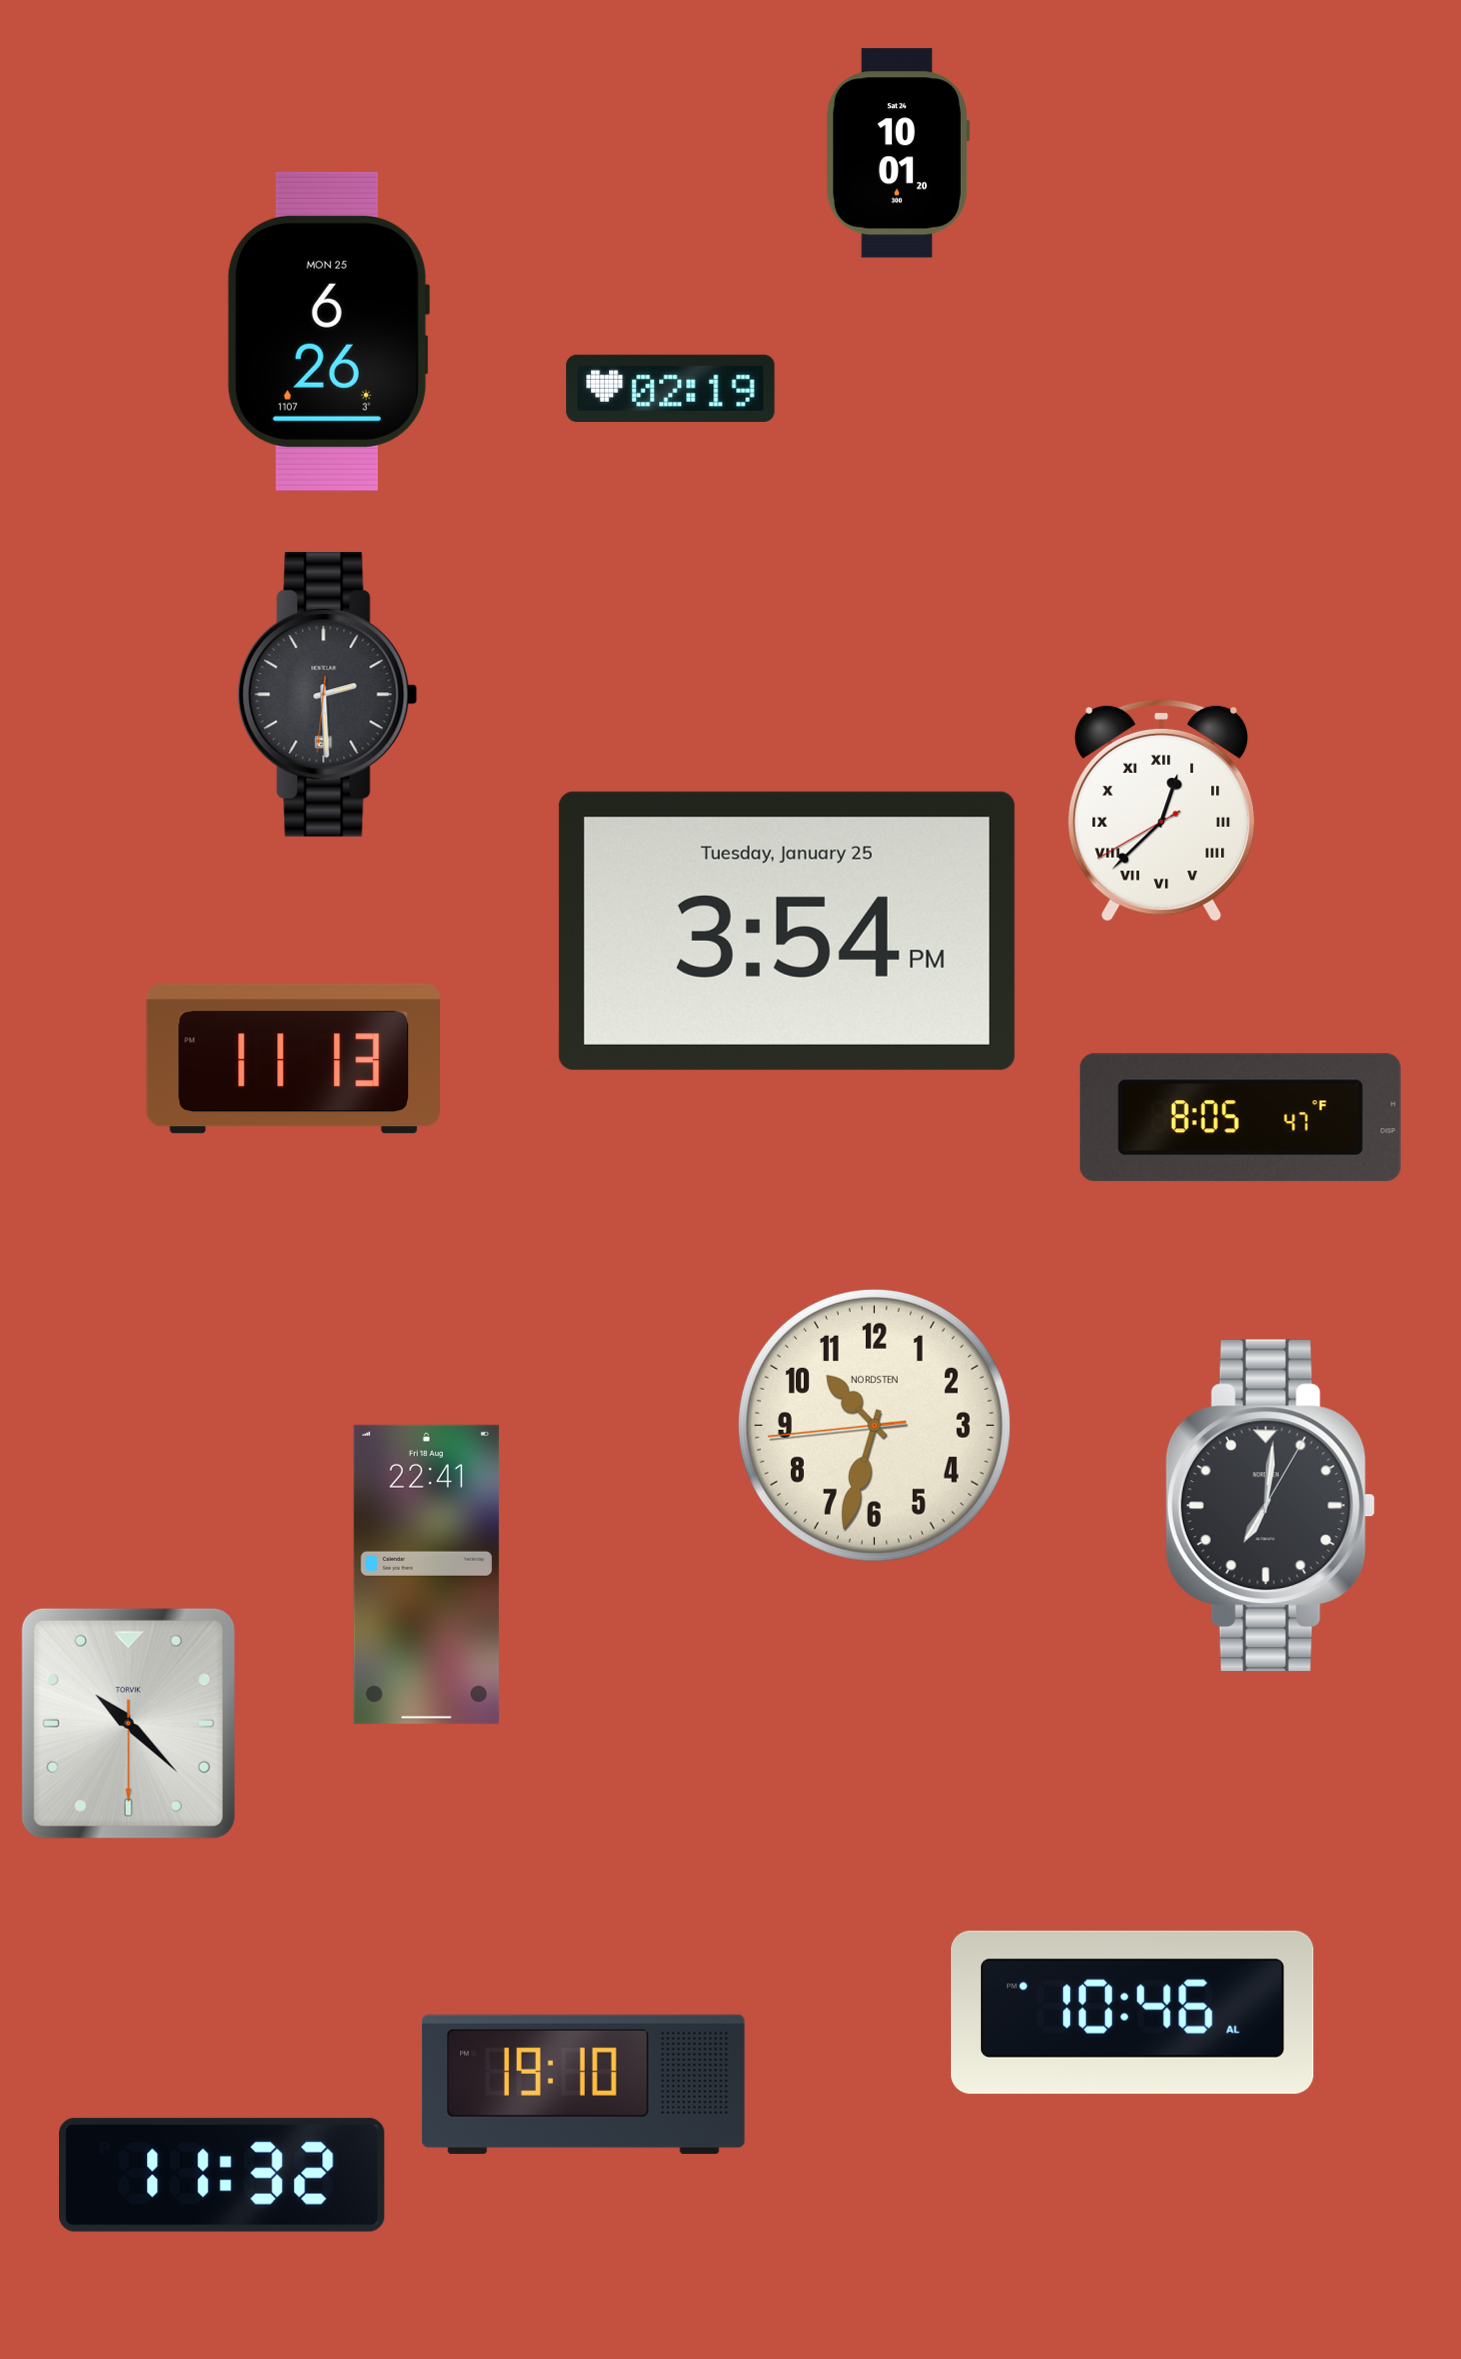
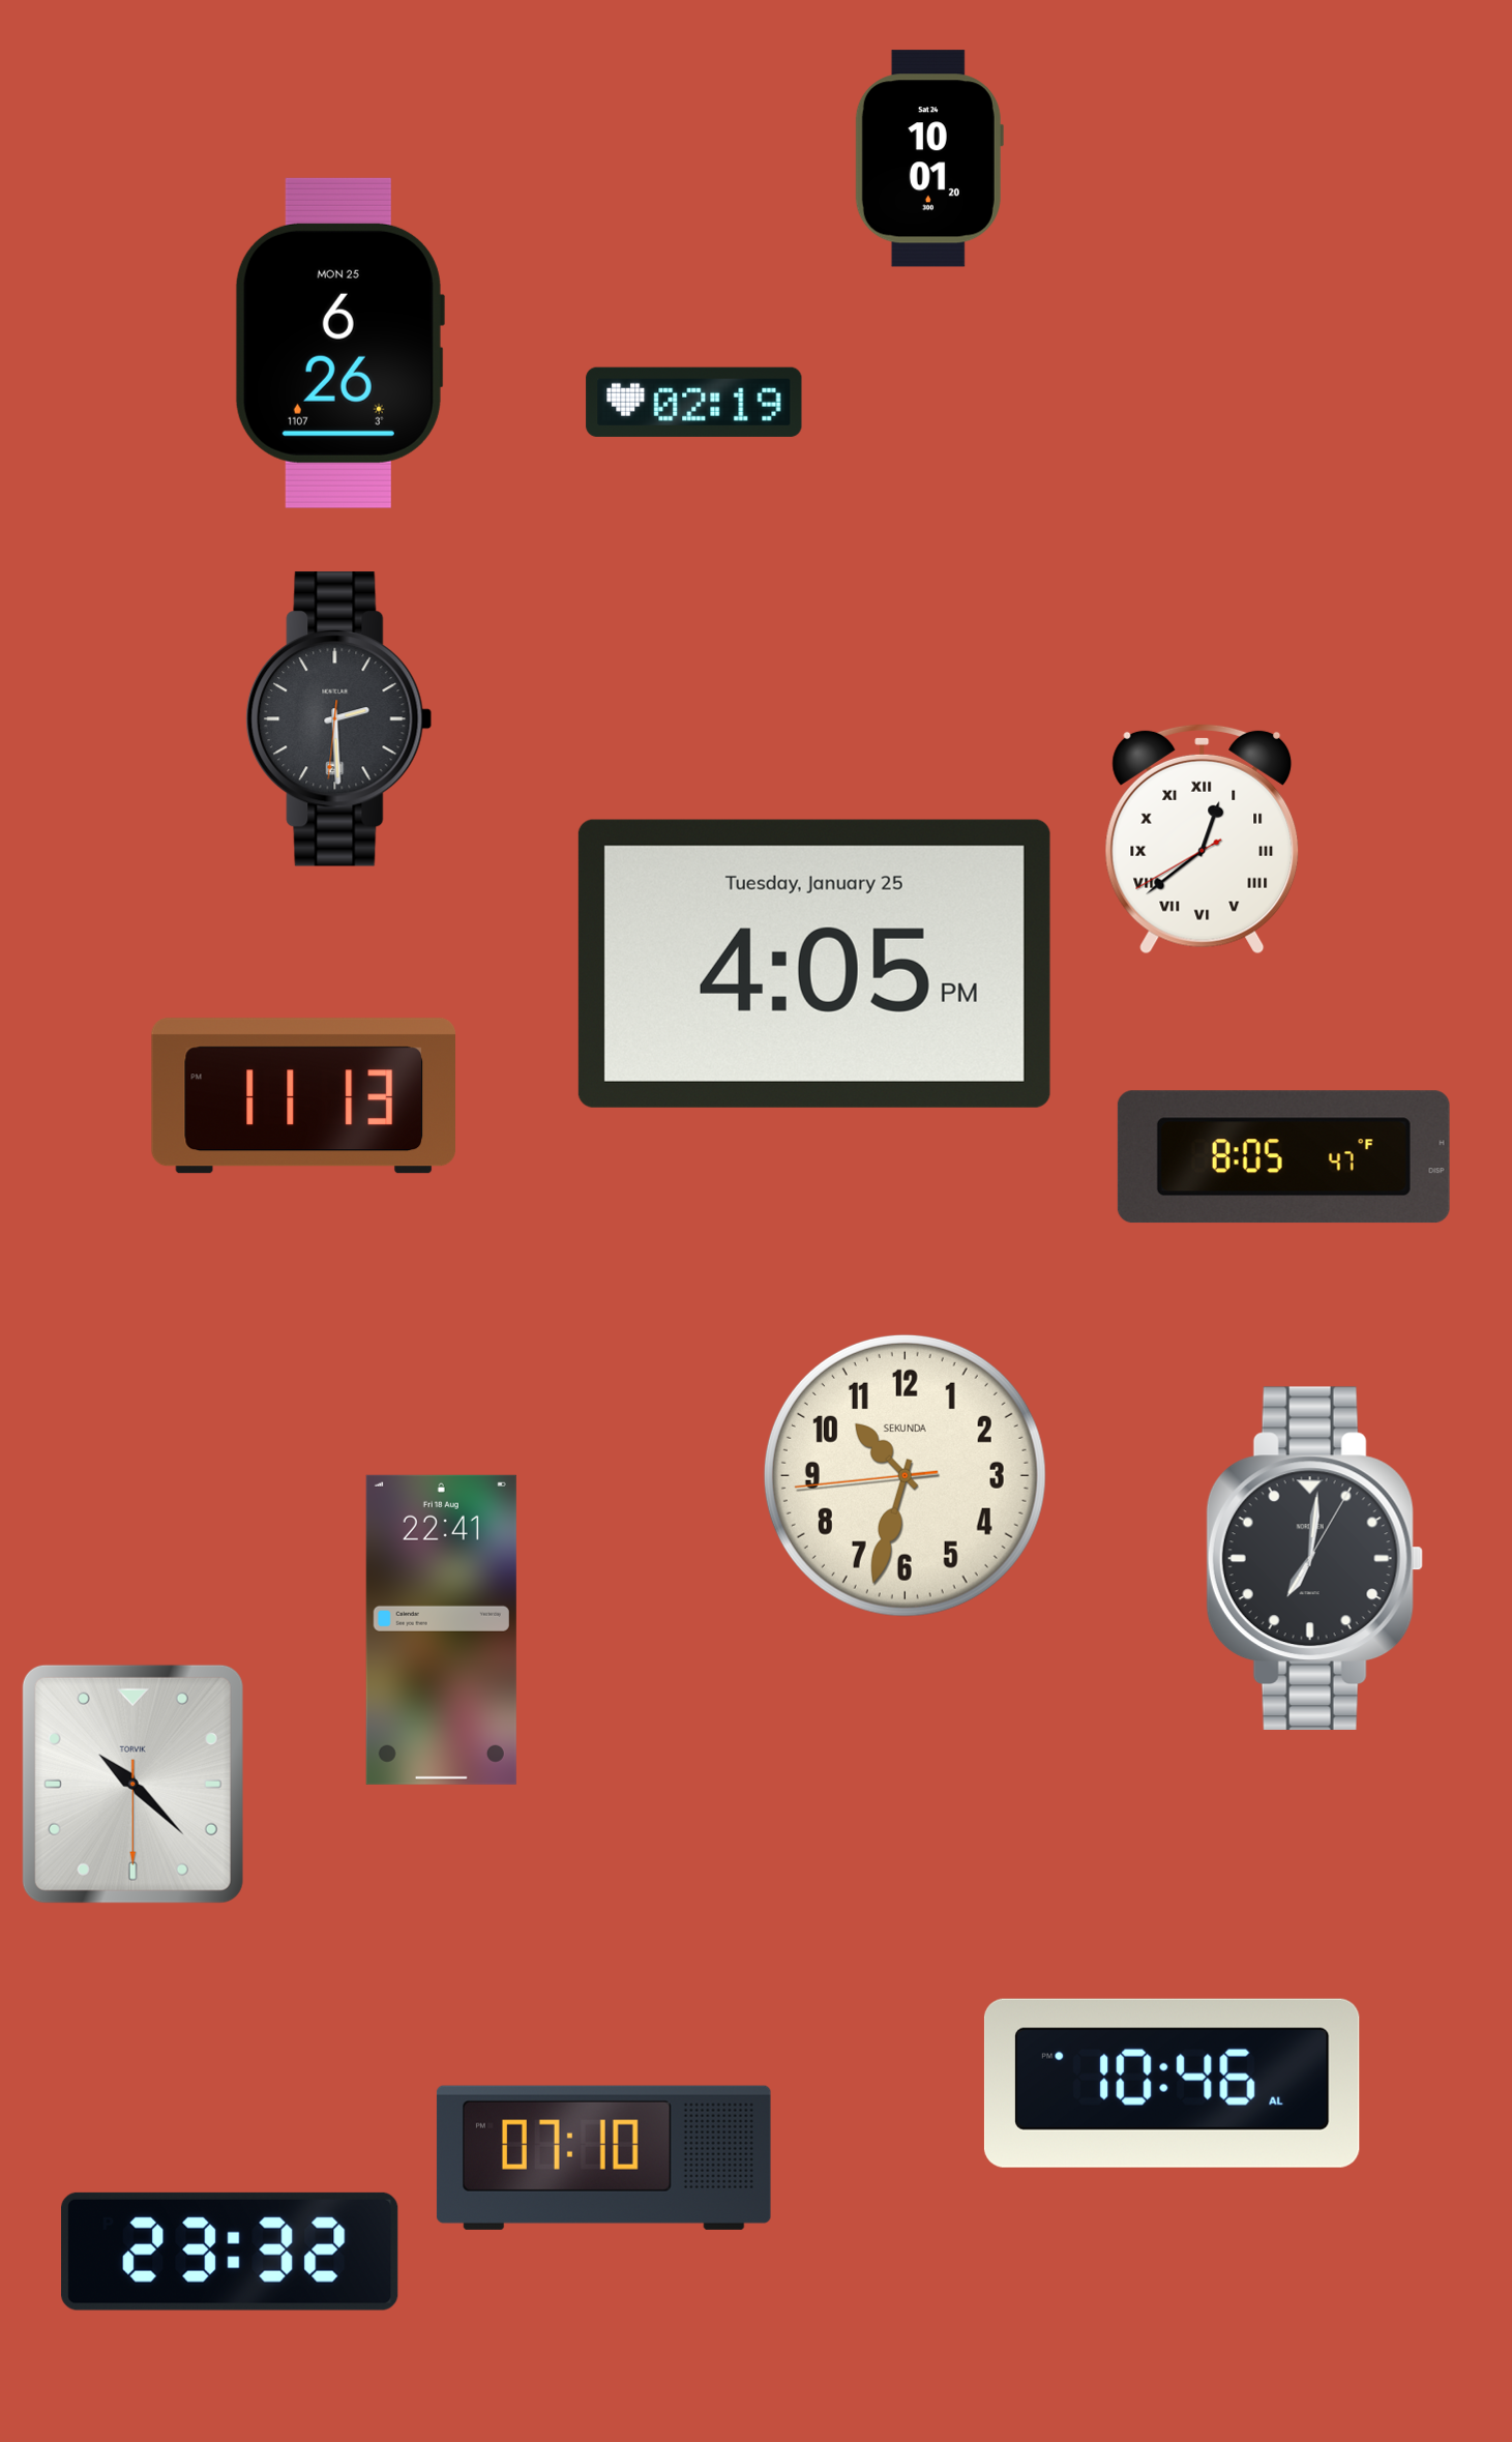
clock at (1162, 810): 12:37 -> 12:38
clock at (787, 931): 3:54 -> 4:05
clock at (874, 1425) brand: NORDSTEN -> SEKUNDA
clock at (583, 2084): 19:10 -> 07:10
clock at (222, 2175): 11:32 -> 23:32
